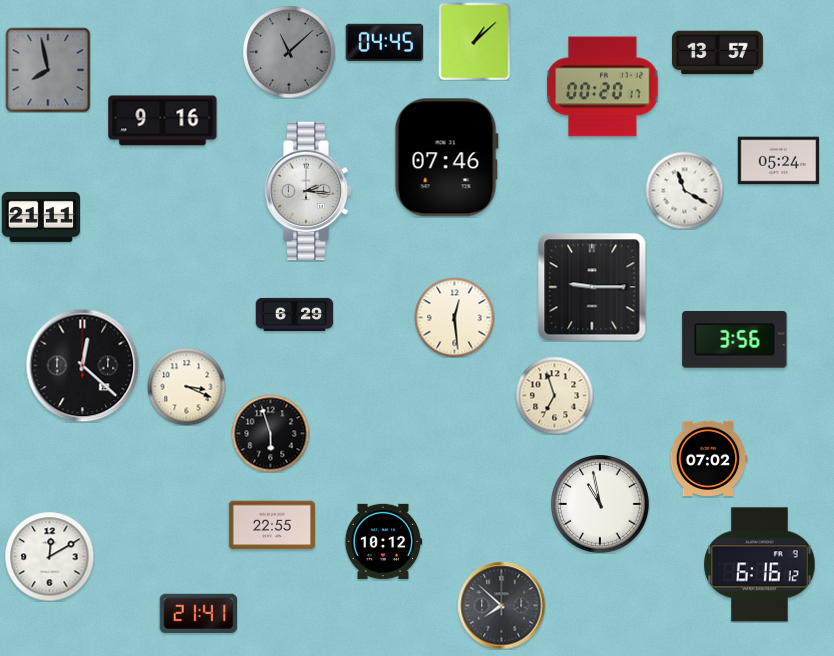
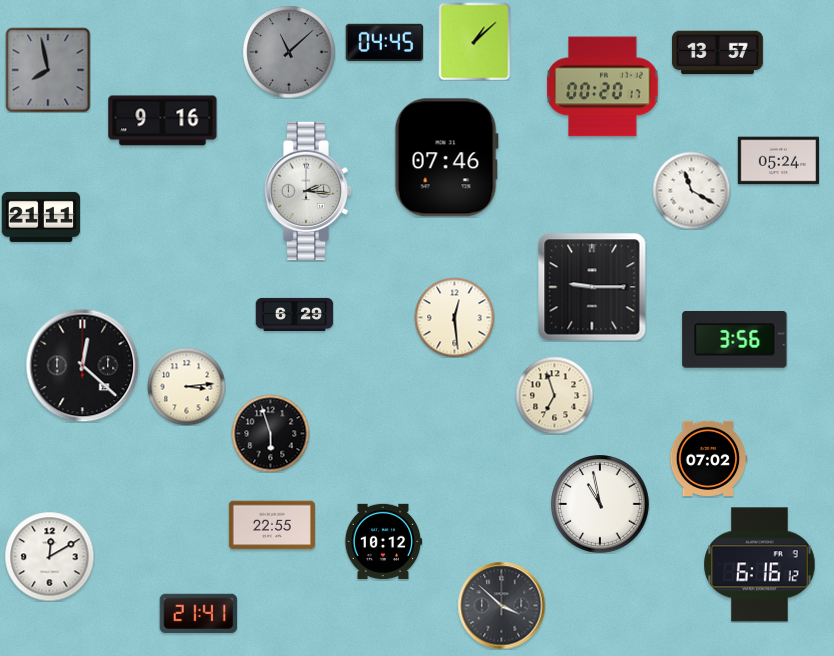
clock at (684, 190) position: (684, 190) -> (691, 190)
clock at (186, 386): 3:19 -> 3:14
clock at (501, 605): 7:52 -> 3:52
